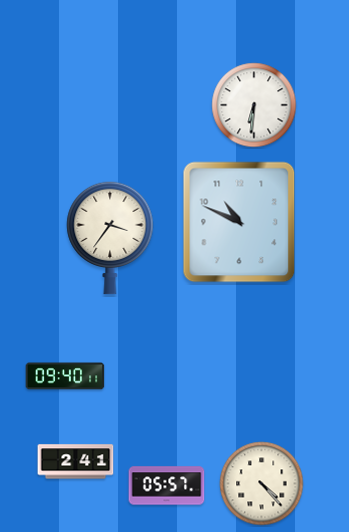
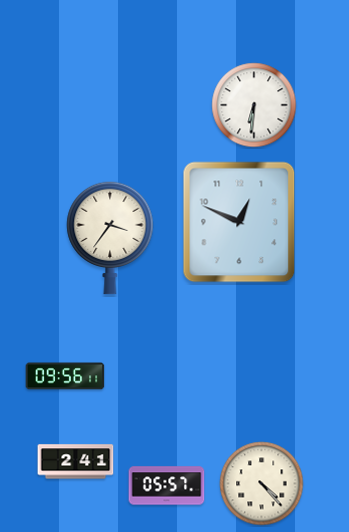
clock at (239, 222): 10:49 -> 12:49
clock at (65, 376): 09:40 -> 09:56
